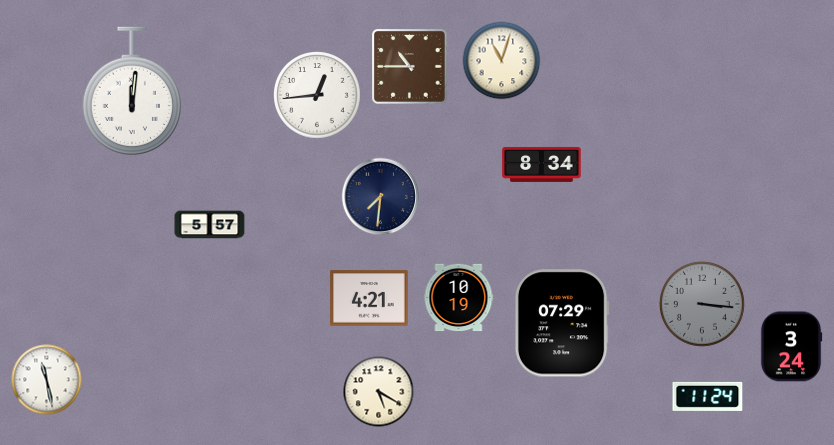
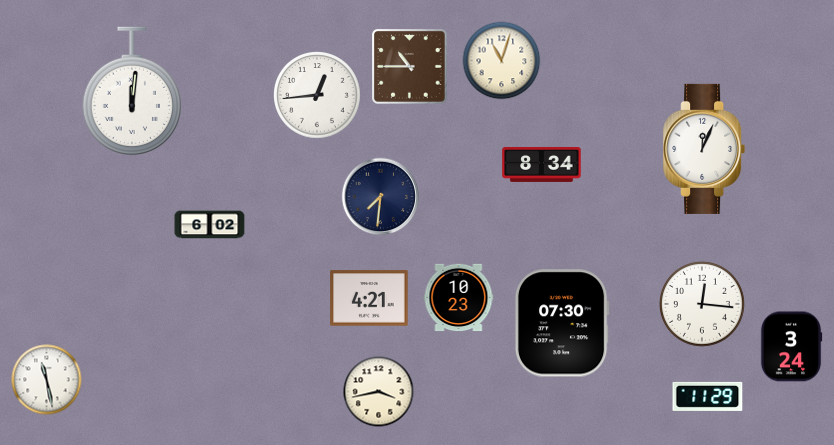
clock at (704, 149): none -> 12:04
clock at (210, 225): 5:57 -> 6:02
clock at (459, 298): 10:19 -> 10:23
clock at (702, 304): 3:16 -> 12:16
clock at (702, 304) dial: grey -> white
clock at (562, 323): 07:29 -> 07:30
clock at (379, 392): 5:20 -> 3:43
clock at (708, 396): 11:24 -> 11:29
